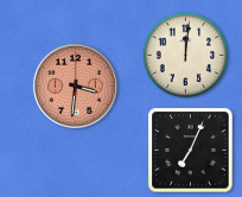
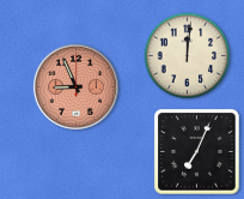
clock at (75, 85): 3:31 -> 8:56
clock at (191, 151) position: (191, 151) -> (197, 152)
